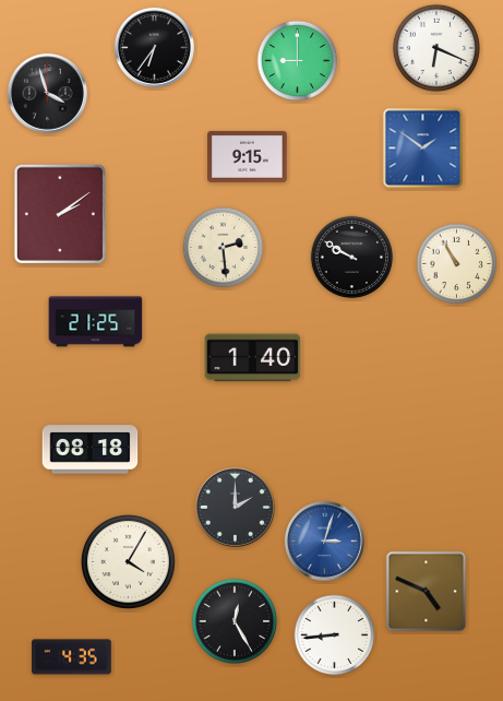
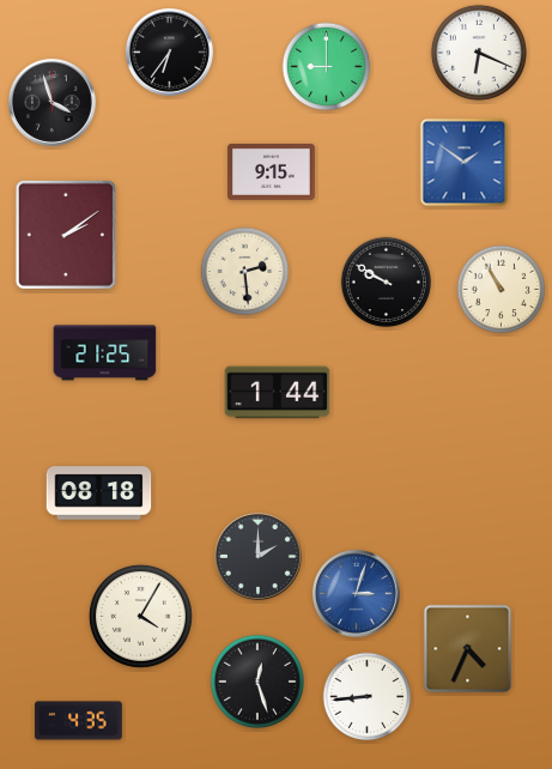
clock at (253, 358): 1:40 -> 1:44
clock at (427, 592): 4:49 -> 4:34
clock at (233, 620): 12:25 -> 12:27
